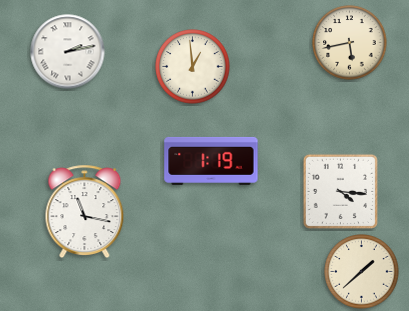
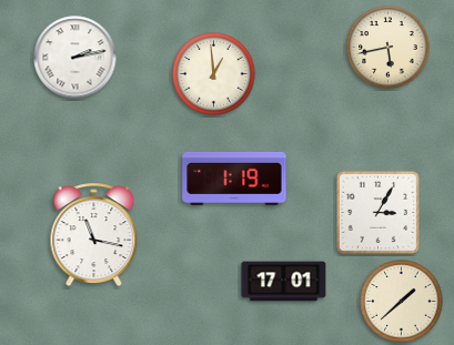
clock at (340, 191): 4:16 -> 3:05
clock at (284, 282): none -> 17:01
